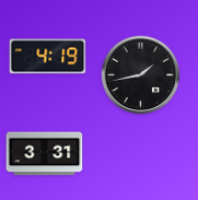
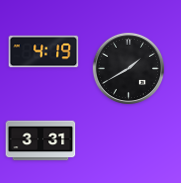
clock at (141, 75): 1:43 -> 1:40
